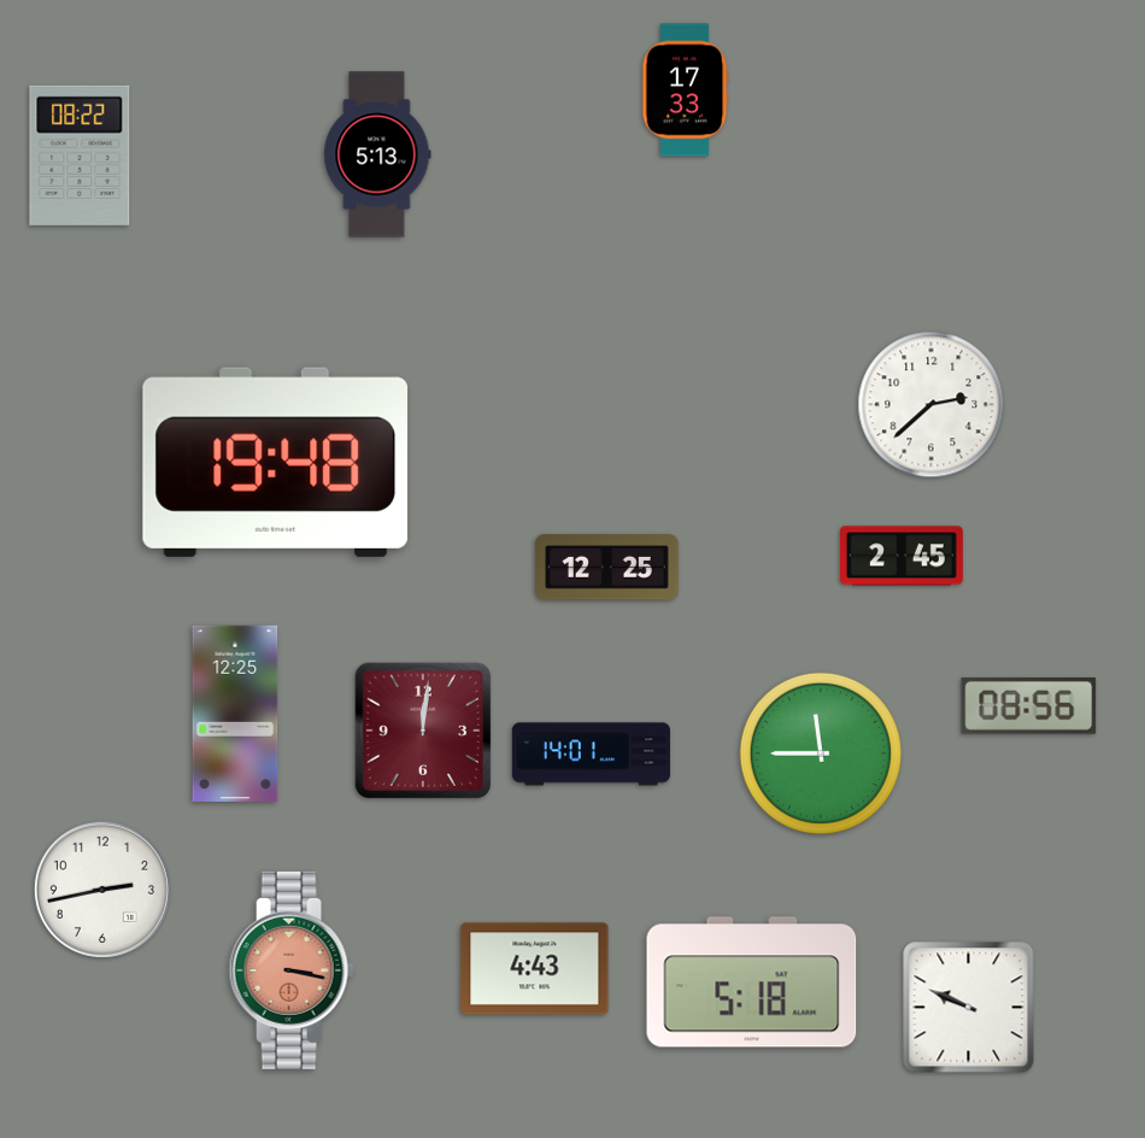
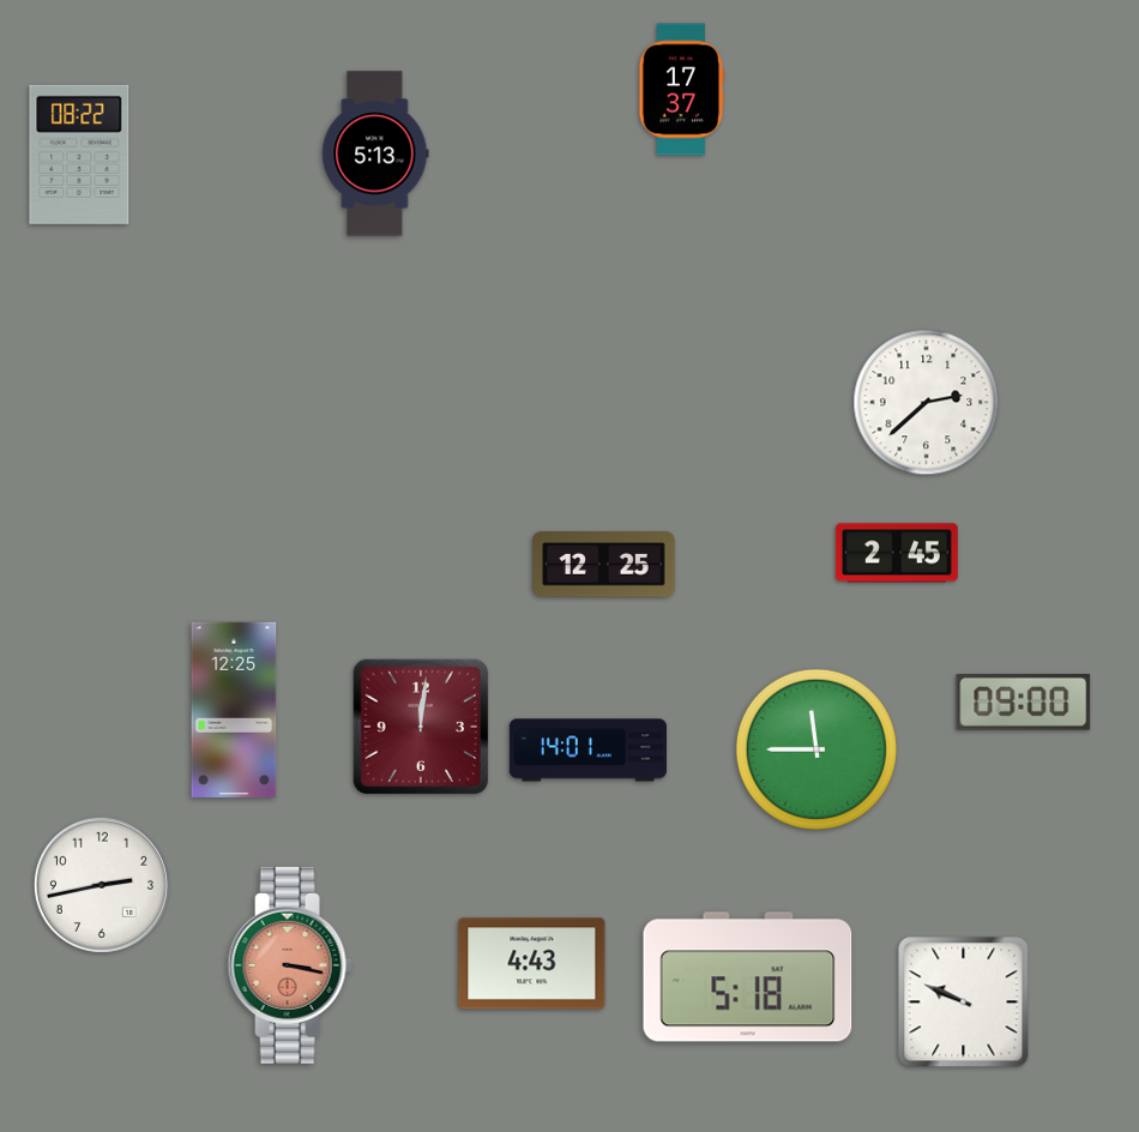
clock at (686, 90): 17:33 -> 17:37
clock at (276, 462): 19:48 -> none
clock at (1029, 706): 08:56 -> 09:00
